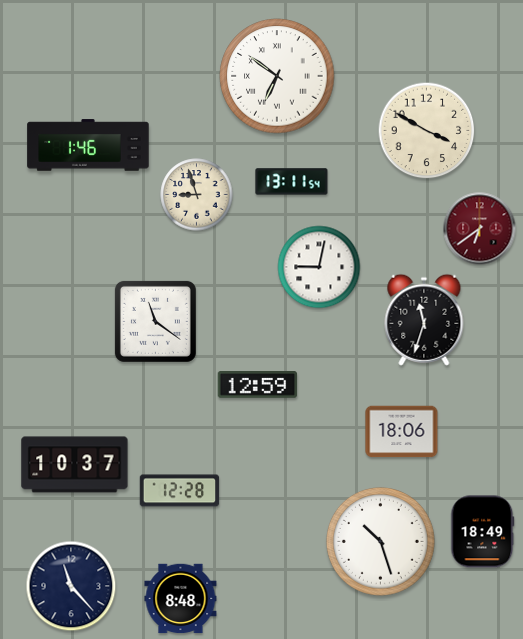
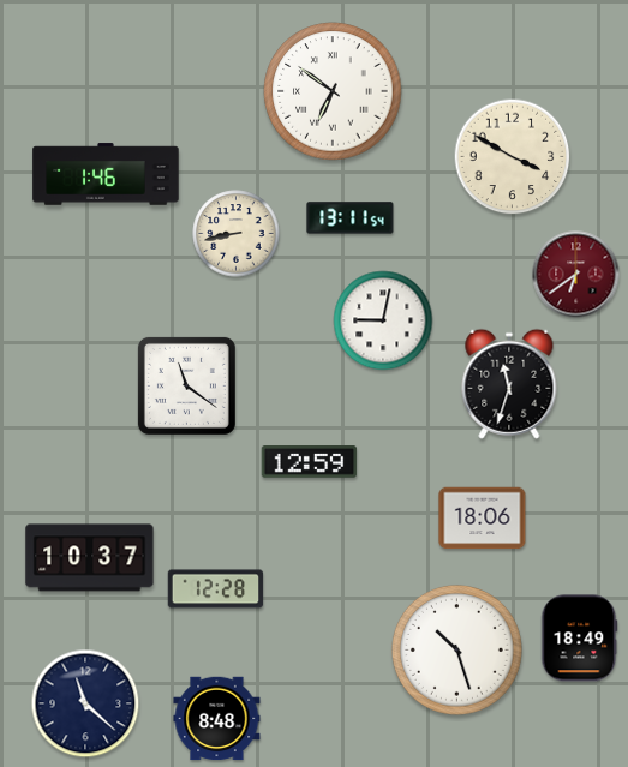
clock at (197, 195): 8:57 -> 8:43
clock at (71, 586): 11:23 -> 11:22
